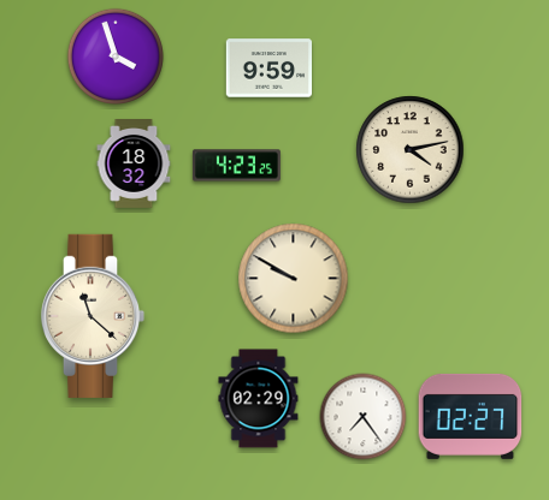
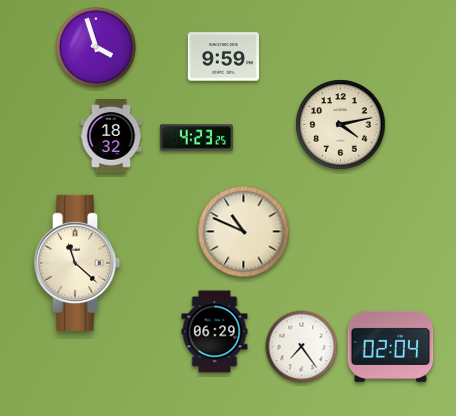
clock at (294, 279): 9:50 -> 10:49
clock at (259, 399): 02:29 -> 06:29
clock at (471, 416): 02:27 -> 02:04
